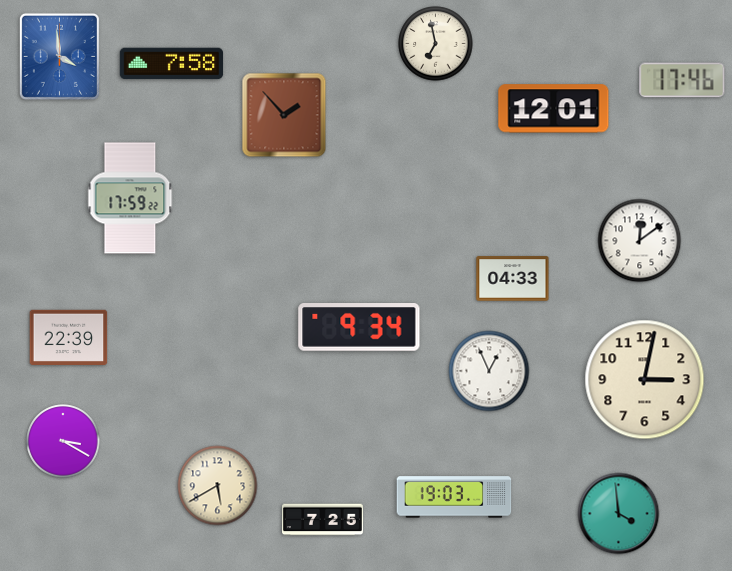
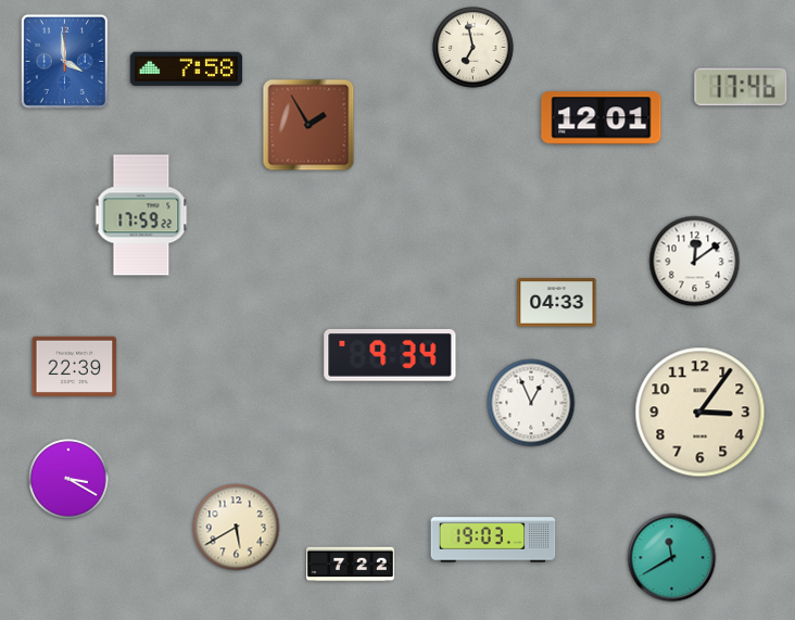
clock at (284, 115): 1:53 -> 1:55
clock at (645, 380): 3:02 -> 3:06
clock at (619, 514): 3:59 -> 11:40
clock at (323, 520): 7:25 -> 7:22
